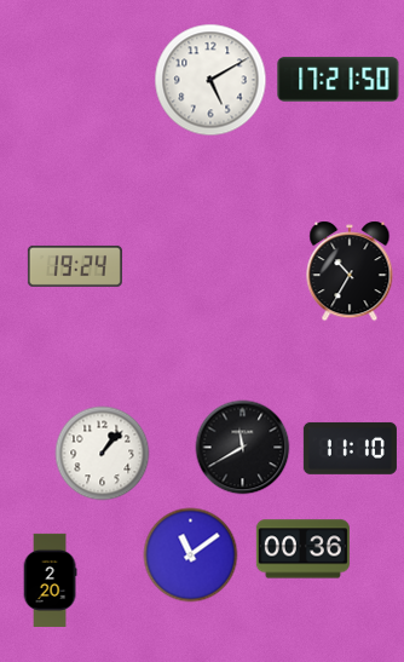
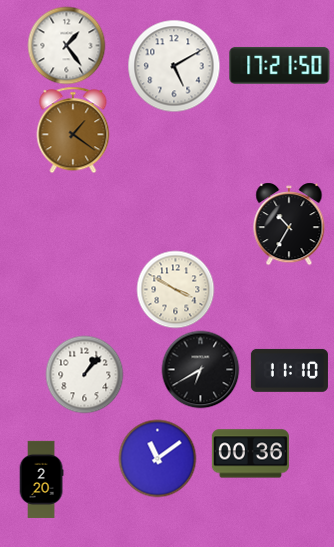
clock at (66, 45): none -> 1:24
clock at (73, 130): none -> 1:21
clock at (75, 266): 19:24 -> none
clock at (175, 289): none -> 3:50
clock at (242, 447): 11:40 -> 6:40
